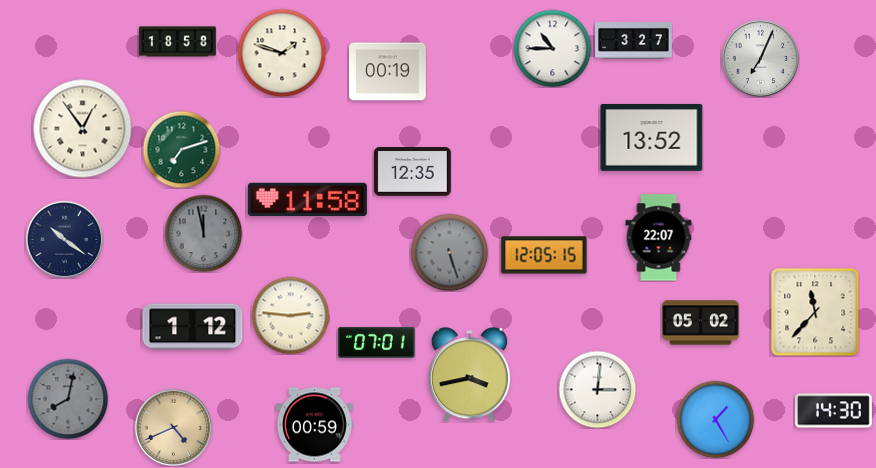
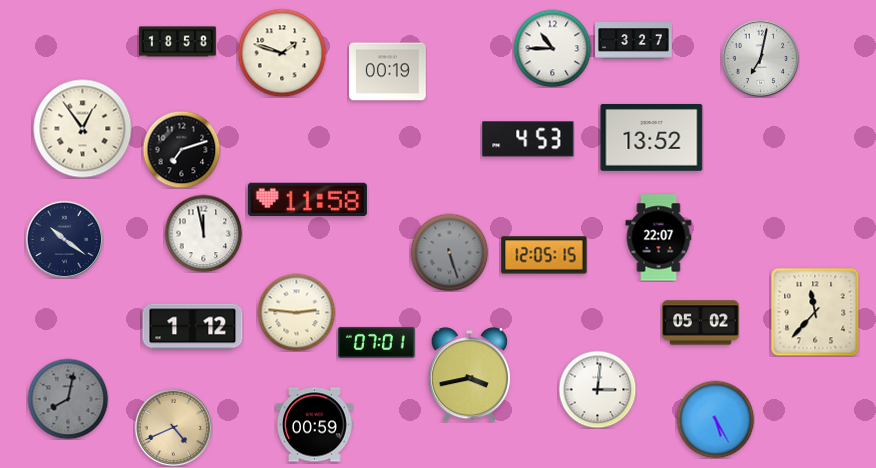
clock at (760, 58): 7:04 -> 7:02
clock at (528, 139): none -> 4:53
clock at (181, 149) dial: green -> black
clock at (413, 172): 12:35 -> none
clock at (203, 233) dial: grey -> white
clock at (290, 315) position: (290, 315) -> (296, 312)
clock at (834, 411): 14:30 -> none
clock at (715, 419): 1:25 -> 5:25
